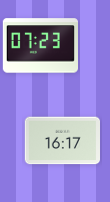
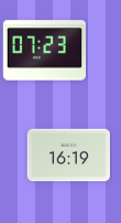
clock at (62, 141): 16:17 -> 16:19
